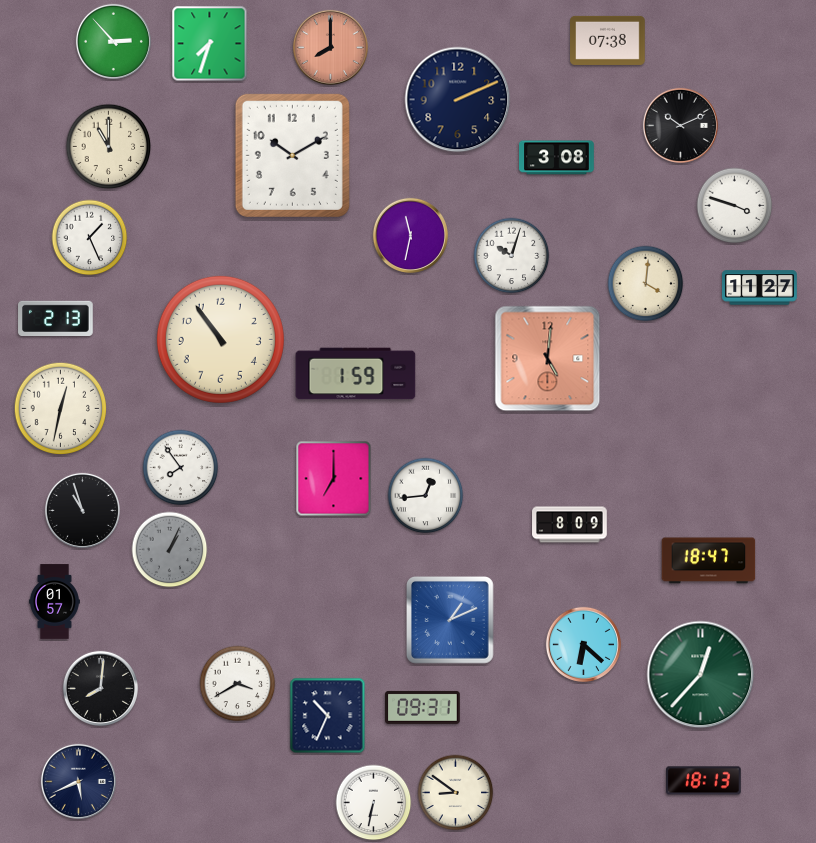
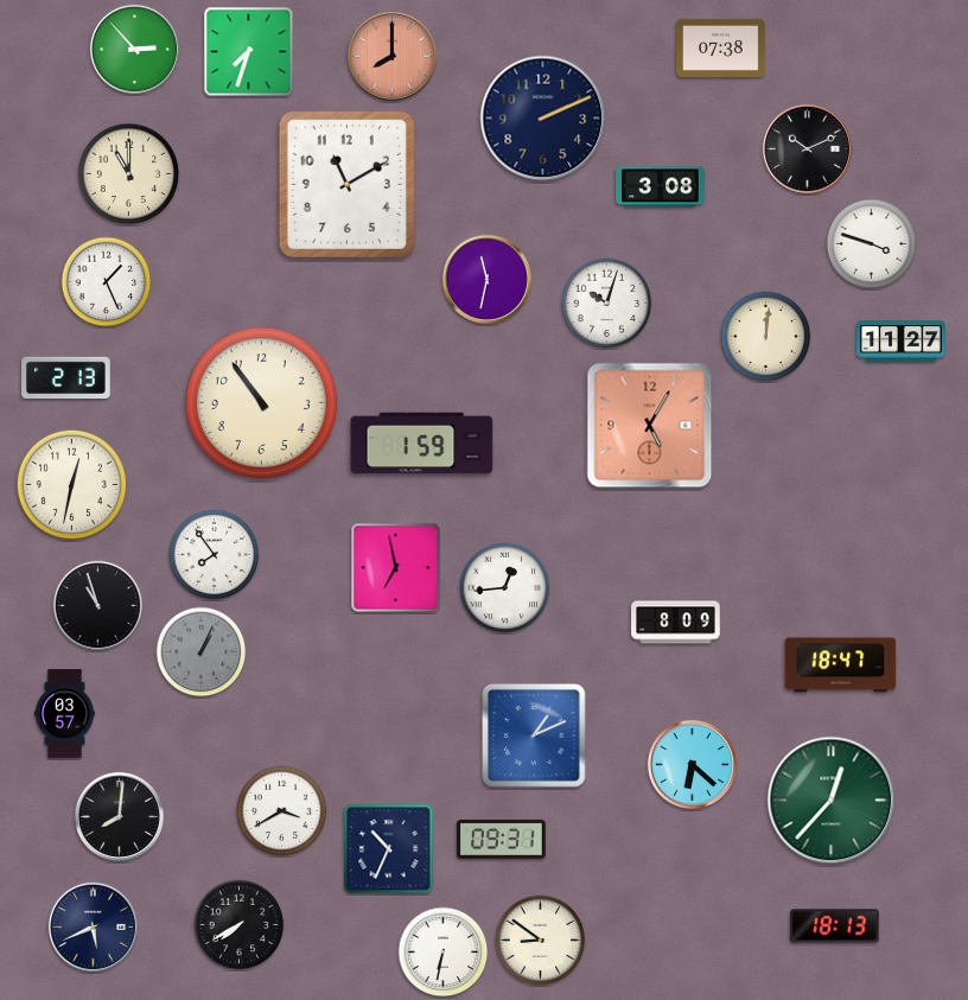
clock at (292, 155): 10:10 -> 11:10
clock at (646, 284): 4:01 -> 12:01
clock at (548, 359): 5:01 -> 5:05
clock at (334, 479): 7:00 -> 6:58
clock at (54, 602): 01:57 -> 03:57
clock at (240, 925): none -> 7:40
